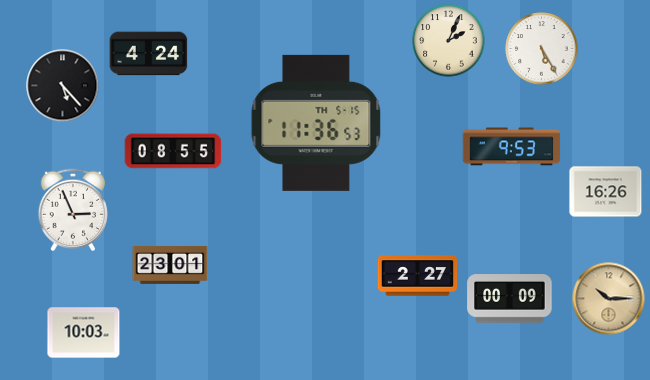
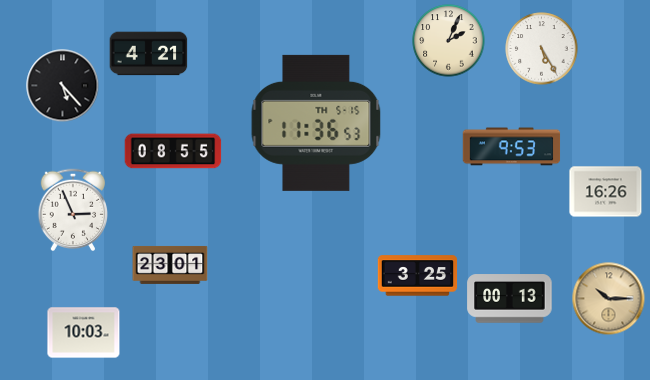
clock at (149, 54): 4:24 -> 4:21
clock at (418, 276): 2:27 -> 3:25
clock at (510, 299): 00:09 -> 00:13
